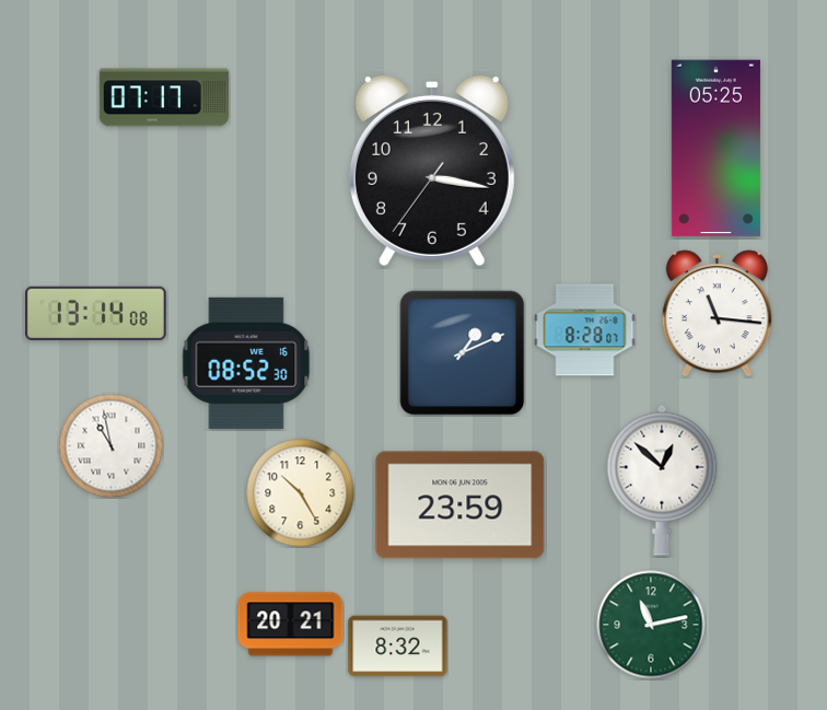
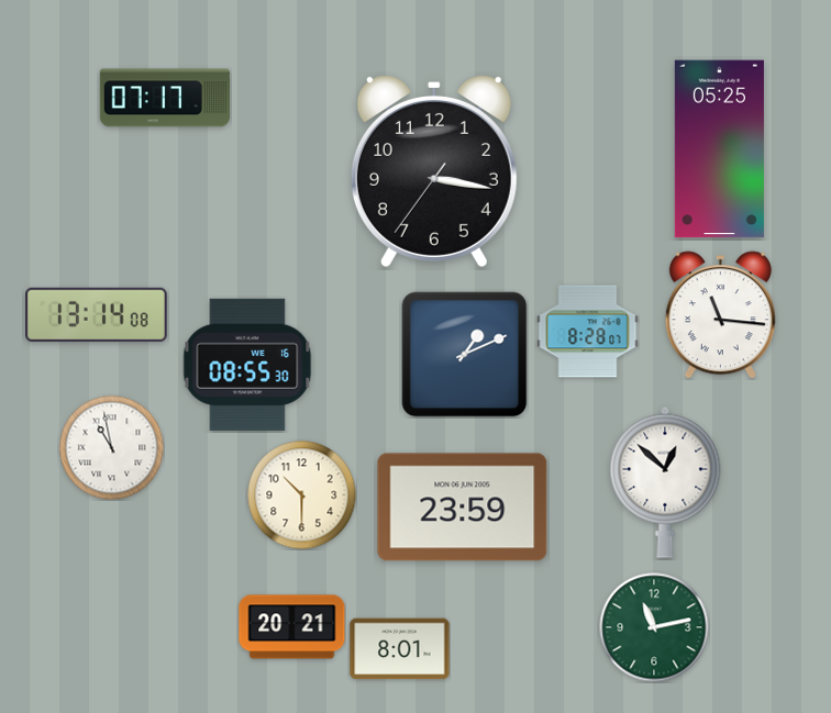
clock at (246, 363): 08:52 -> 08:55
clock at (301, 493): 10:25 -> 10:30
clock at (398, 647): 8:32 -> 8:01
